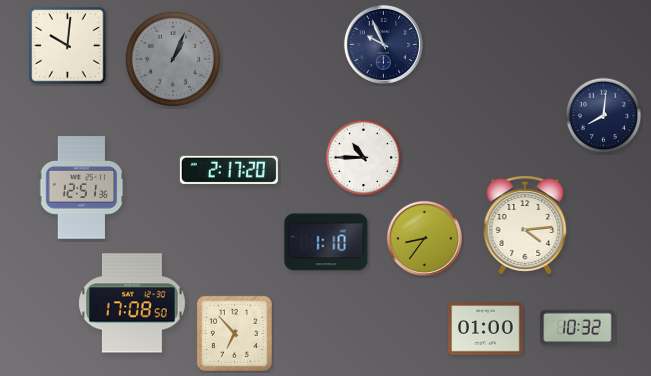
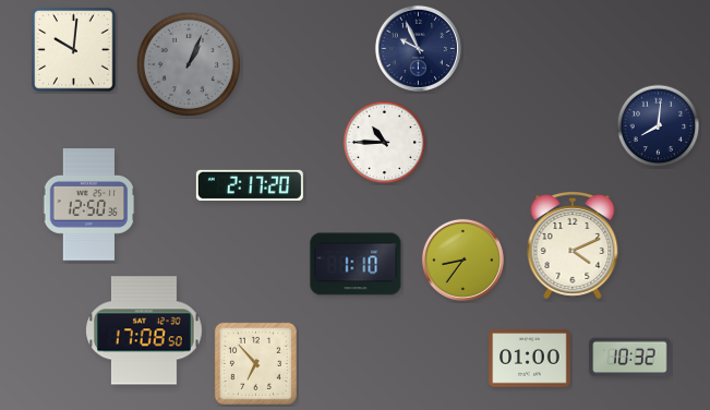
clock at (364, 158) position: (364, 158) -> (385, 143)
clock at (82, 188): 12:51 -> 12:50
clock at (525, 226): 4:14 -> 4:11
